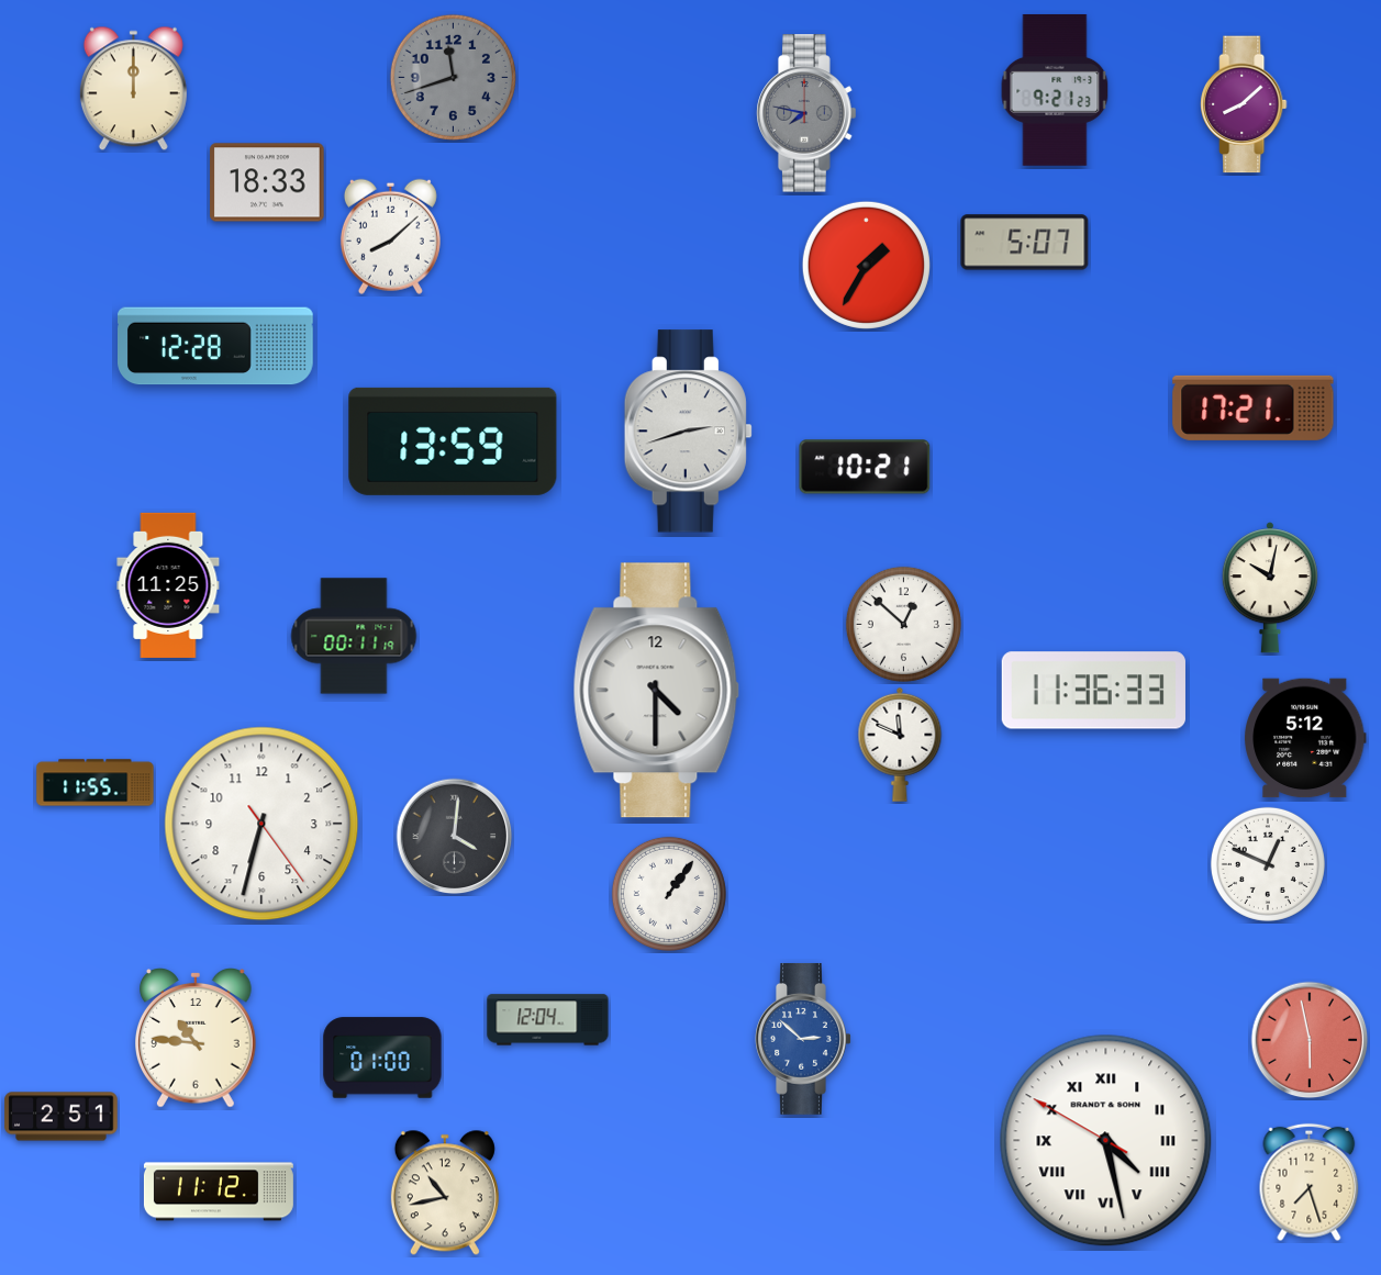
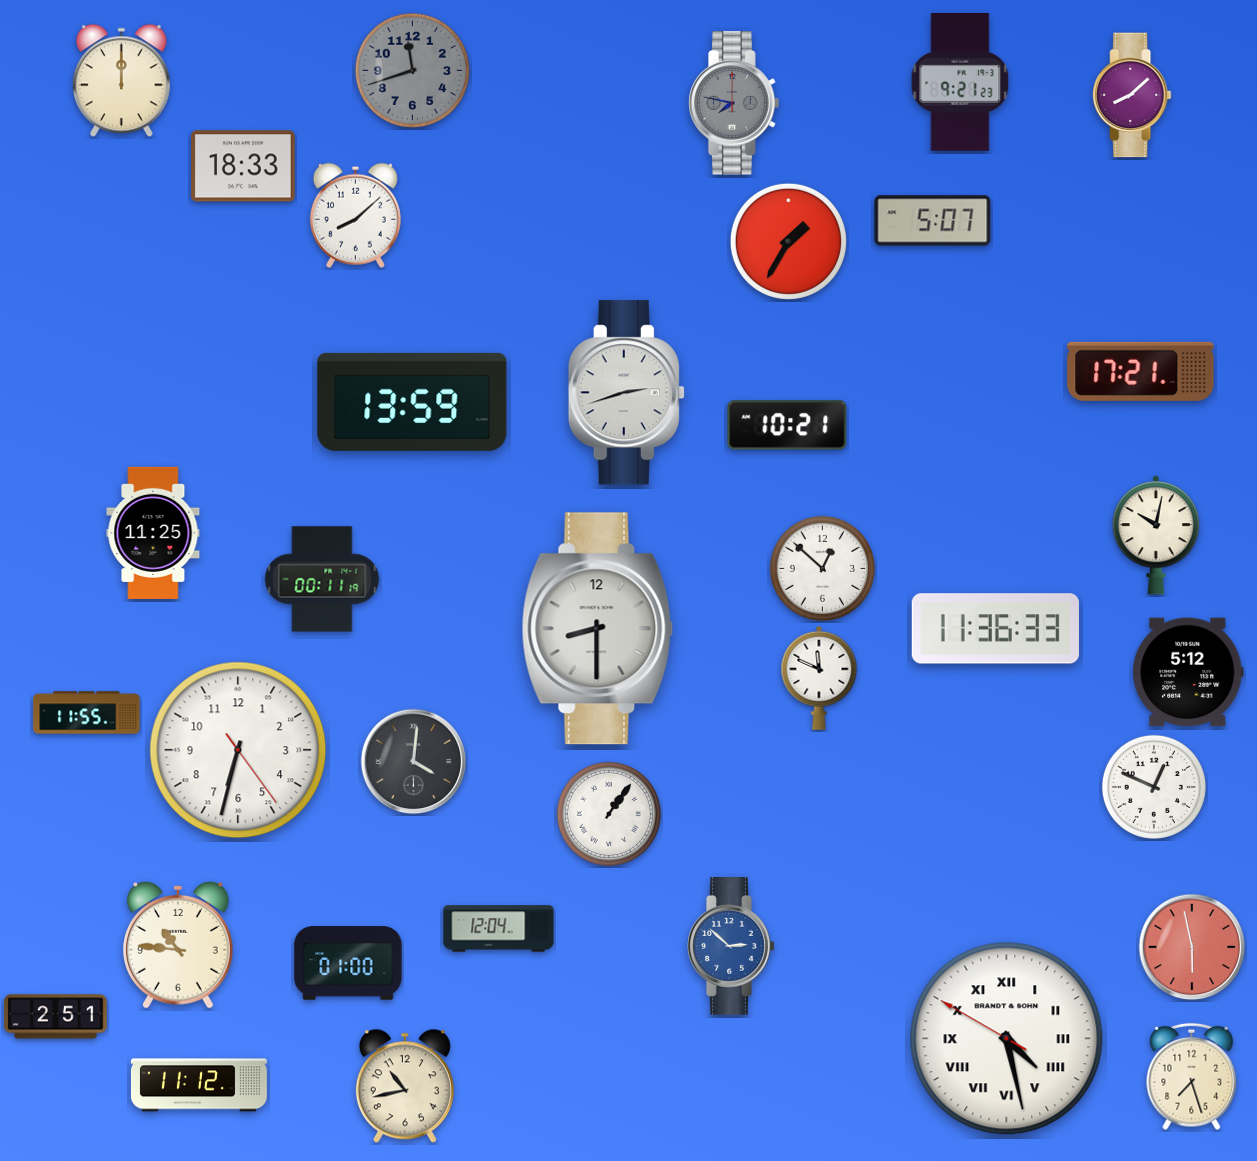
clock at (216, 346): 12:28 -> none
clock at (657, 691): 4:30 -> 8:30
